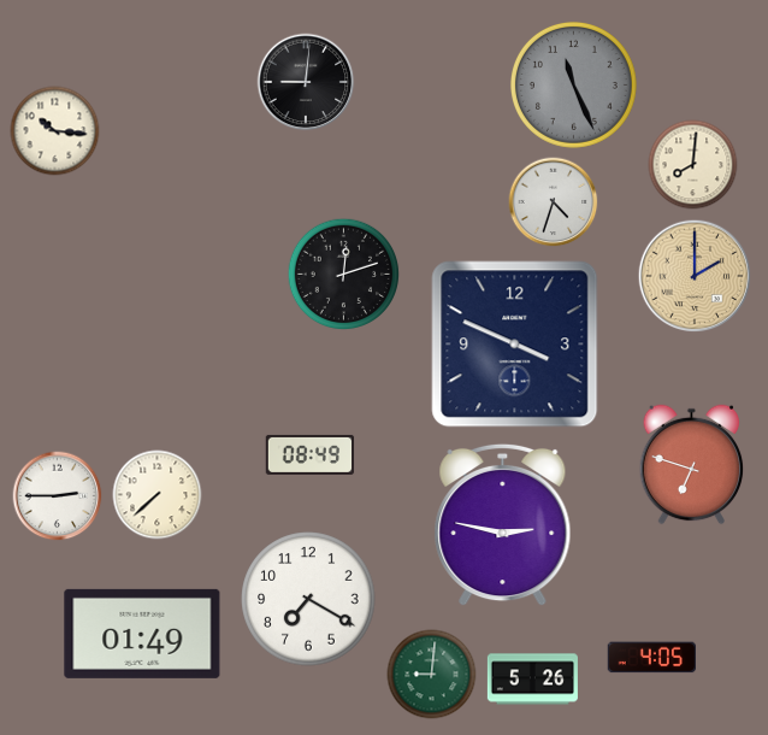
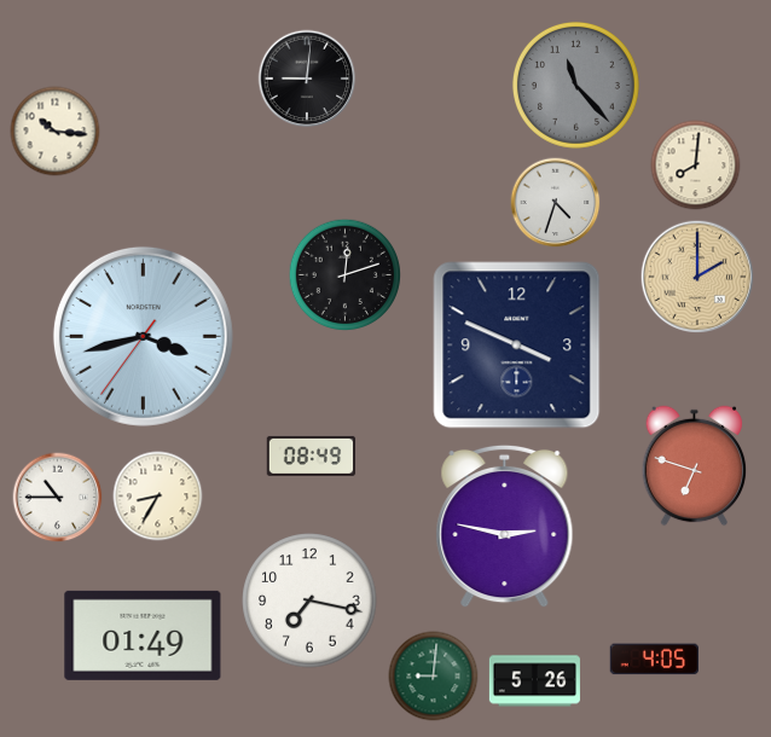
clock at (306, 82) position: (306, 82) -> (307, 79)
clock at (573, 84): 11:26 -> 11:23
clock at (143, 336): none -> 3:42
clock at (158, 495): 7:38 -> 8:35
clock at (58, 496): 2:45 -> 10:45
clock at (308, 599): 7:20 -> 7:17
